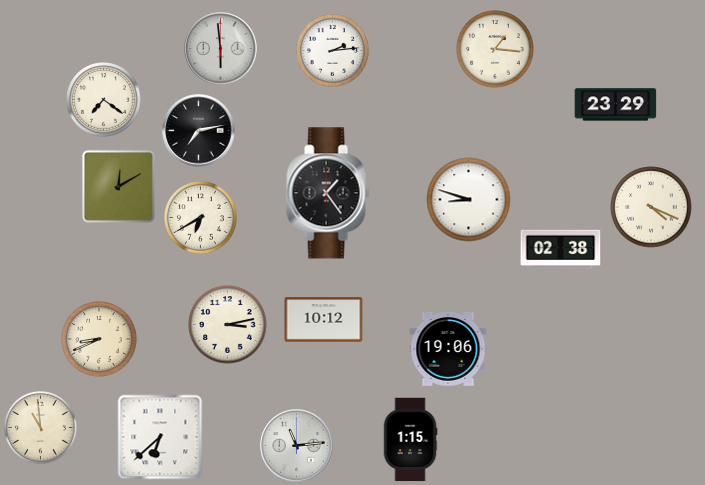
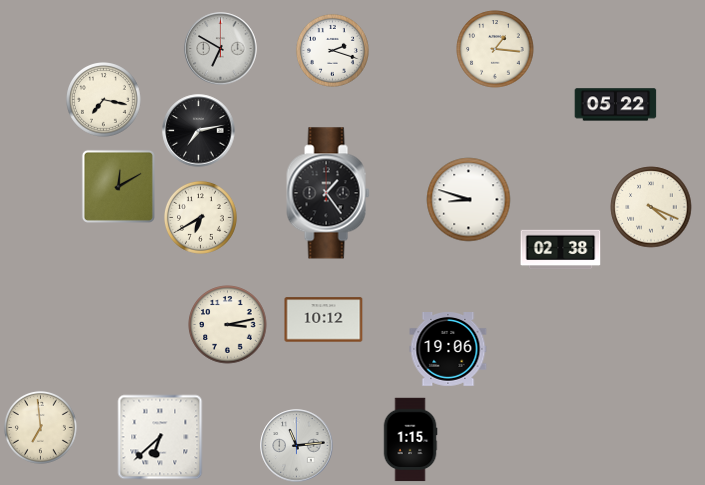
clock at (221, 49): 5:59 -> 6:50
clock at (332, 50): 2:14 -> 2:18
clock at (104, 100): 7:21 -> 7:17
clock at (616, 105): 23:29 -> 05:22
clock at (99, 339): 8:41 -> none
clock at (40, 427): 10:59 -> 6:59
